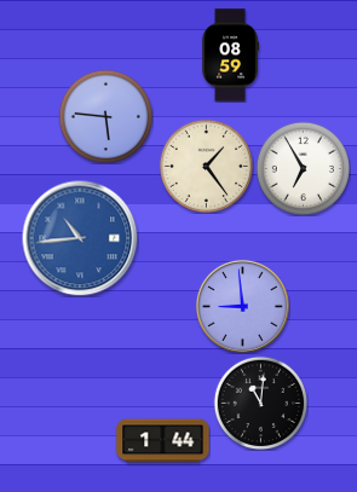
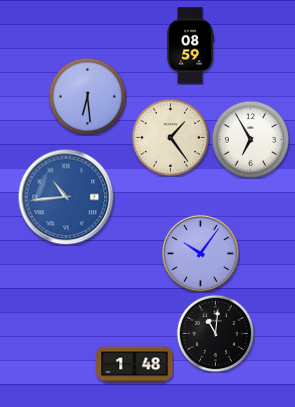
clock at (105, 116): 5:46 -> 6:29
clock at (242, 306): 8:59 -> 10:06
clock at (163, 441): 1:44 -> 1:48
